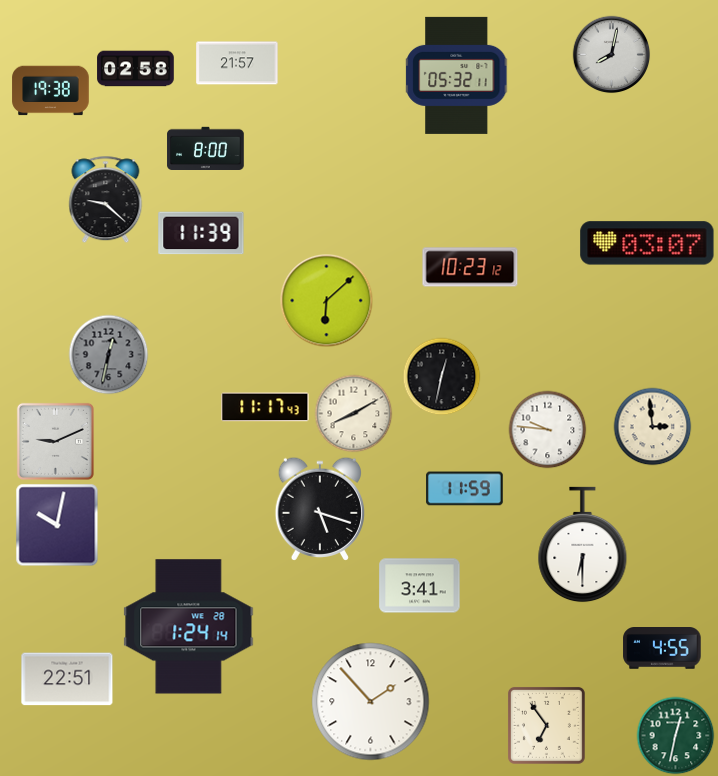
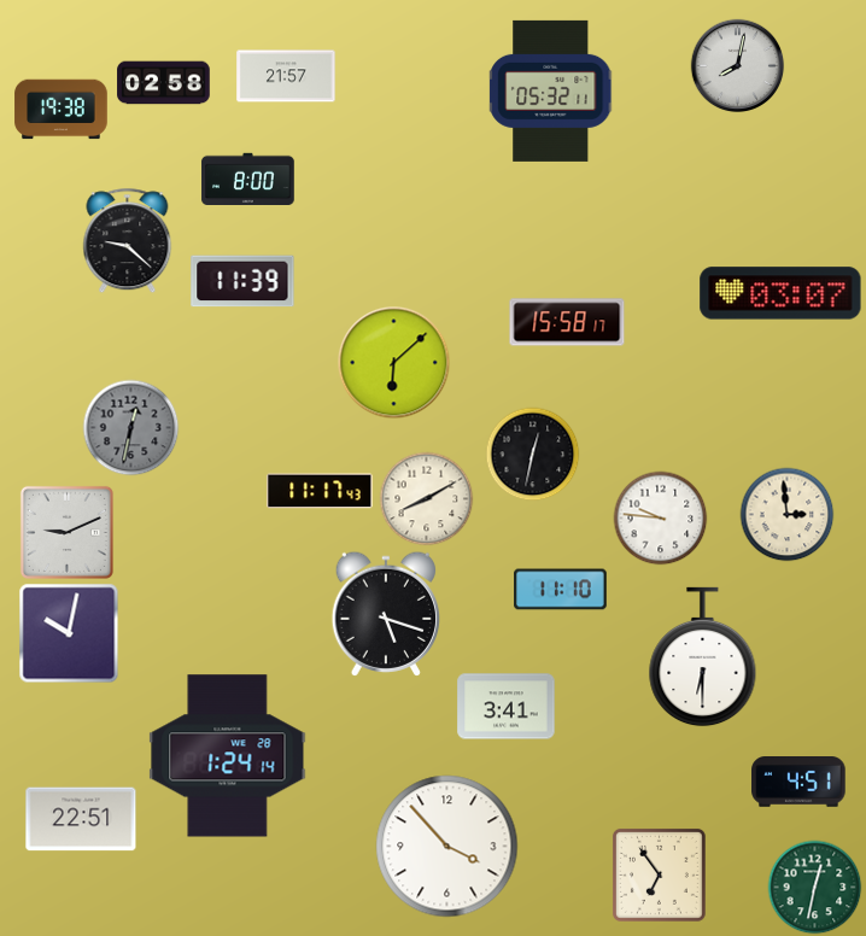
clock at (470, 267): 10:23 -> 15:58
clock at (465, 489): 11:59 -> 11:10
clock at (662, 649): 4:55 -> 4:51
clock at (371, 702): 1:53 -> 3:53
